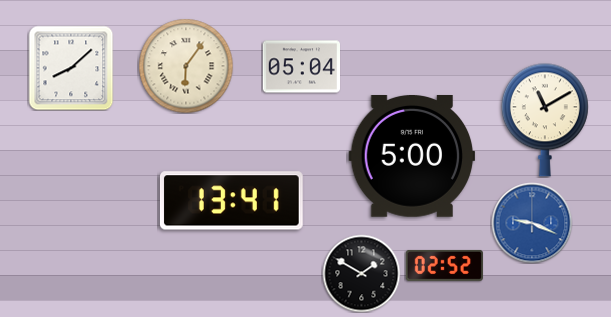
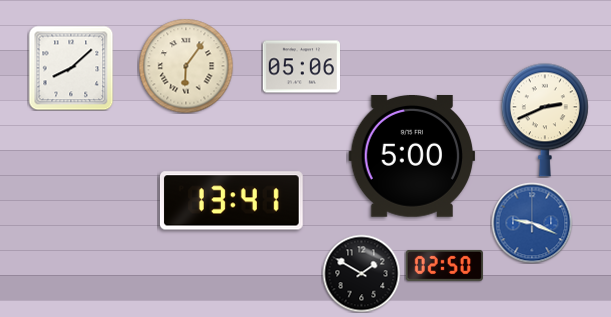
clock at (301, 67): 05:04 -> 05:06
clock at (545, 120): 11:10 -> 2:41
clock at (444, 265): 02:52 -> 02:50
